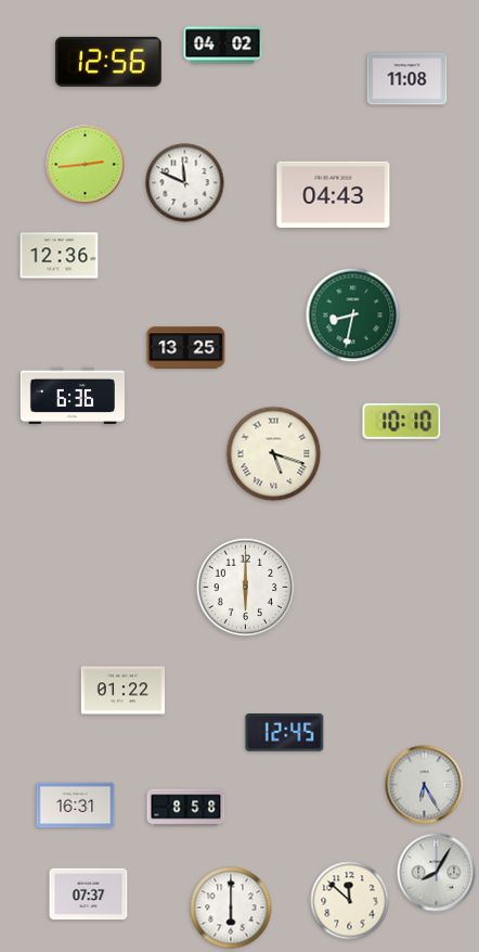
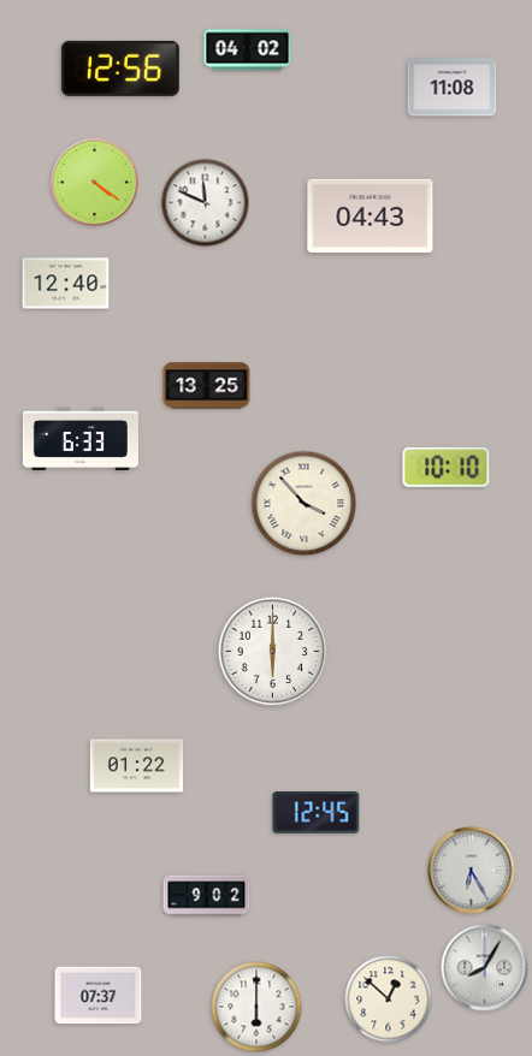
clock at (86, 165): 2:44 -> 4:21
clock at (60, 256): 12:36 -> 12:40
clock at (353, 316): 8:32 -> none
clock at (73, 396): 6:36 -> 6:33
clock at (274, 454): 5:18 -> 3:53
clock at (76, 806): 16:31 -> none
clock at (186, 808): 8:58 -> 9:02
clock at (89, 895) position: (89, 895) -> (99, 996)
clock at (350, 901): 11:52 -> 12:52
